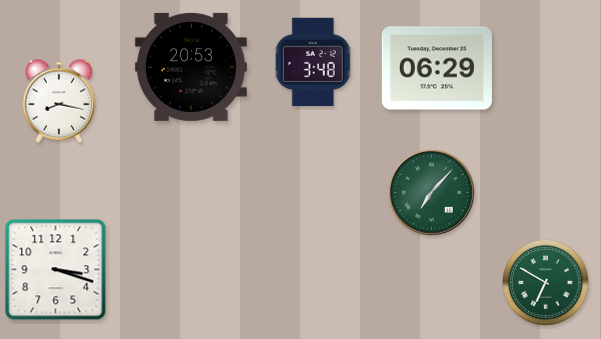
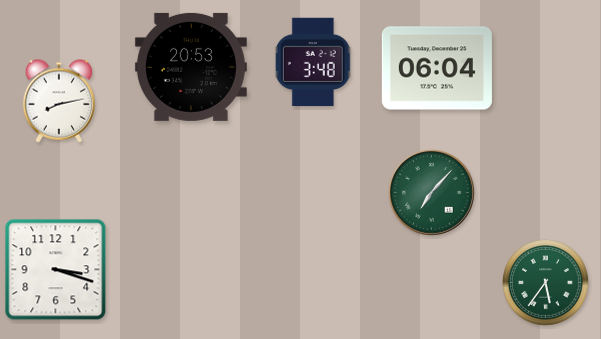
clock at (437, 68): 06:29 -> 06:04
clock at (59, 101): 8:17 -> 8:13
clock at (546, 283): 6:50 -> 5:36
